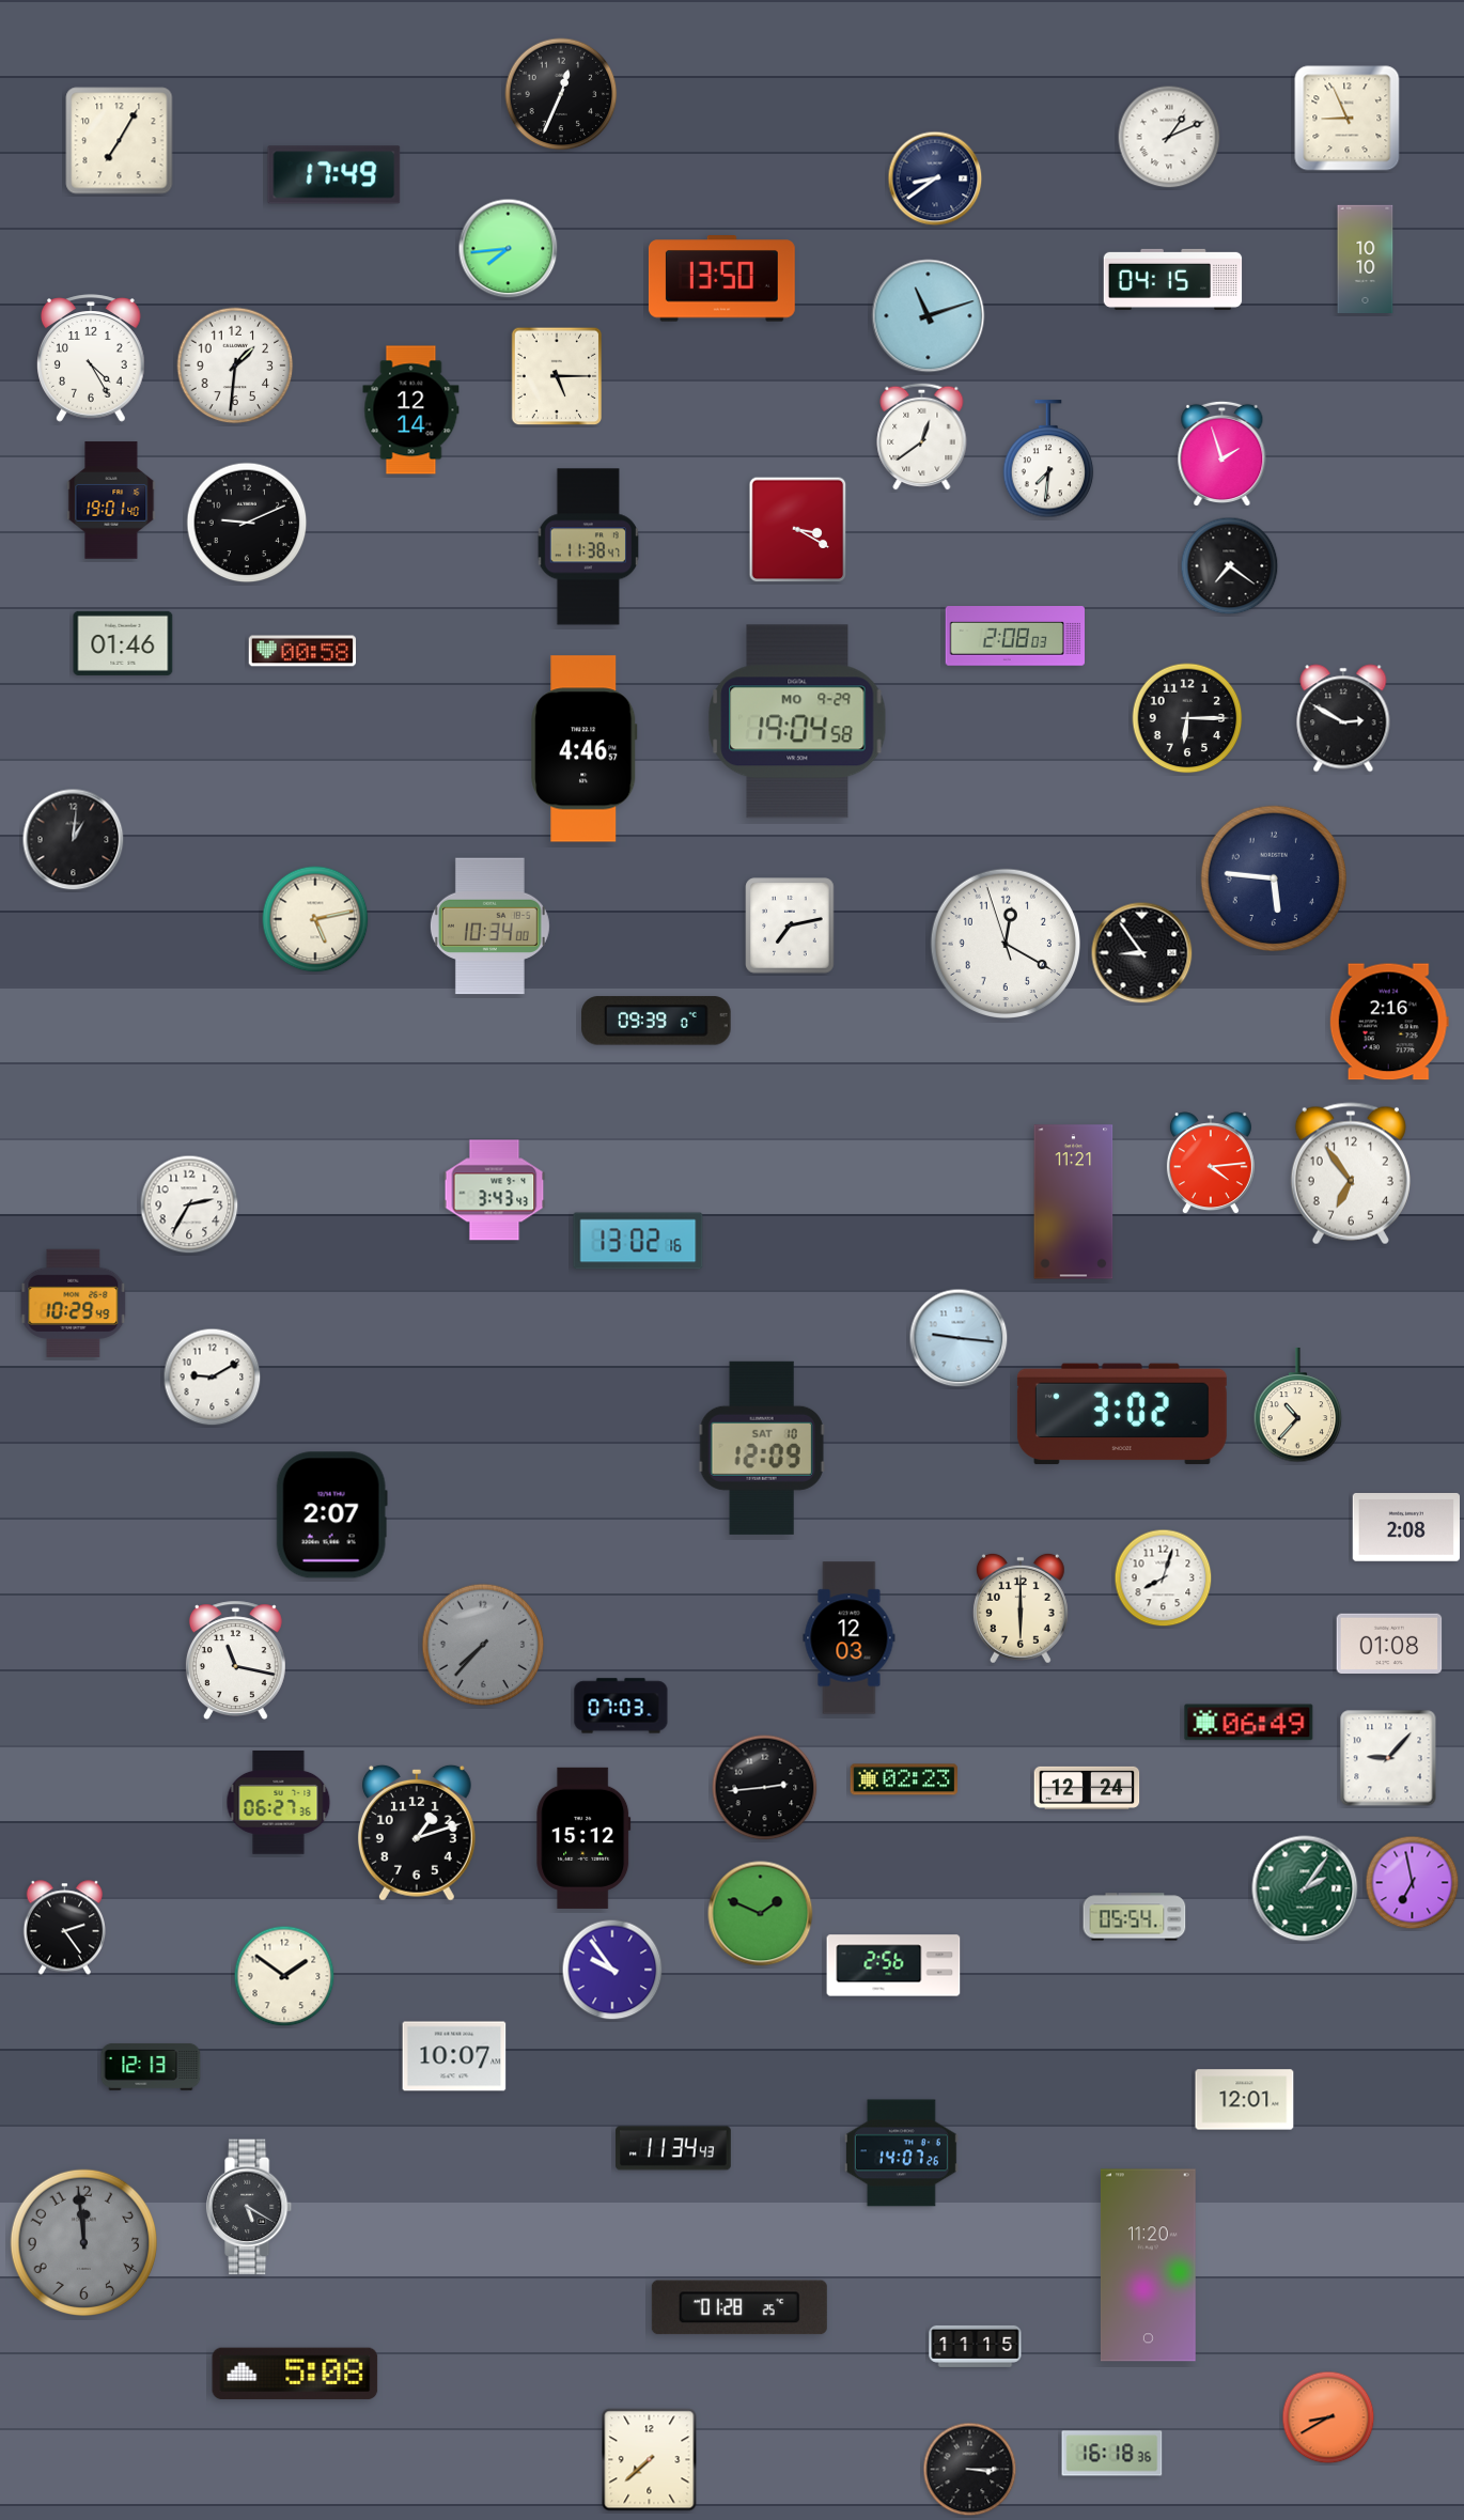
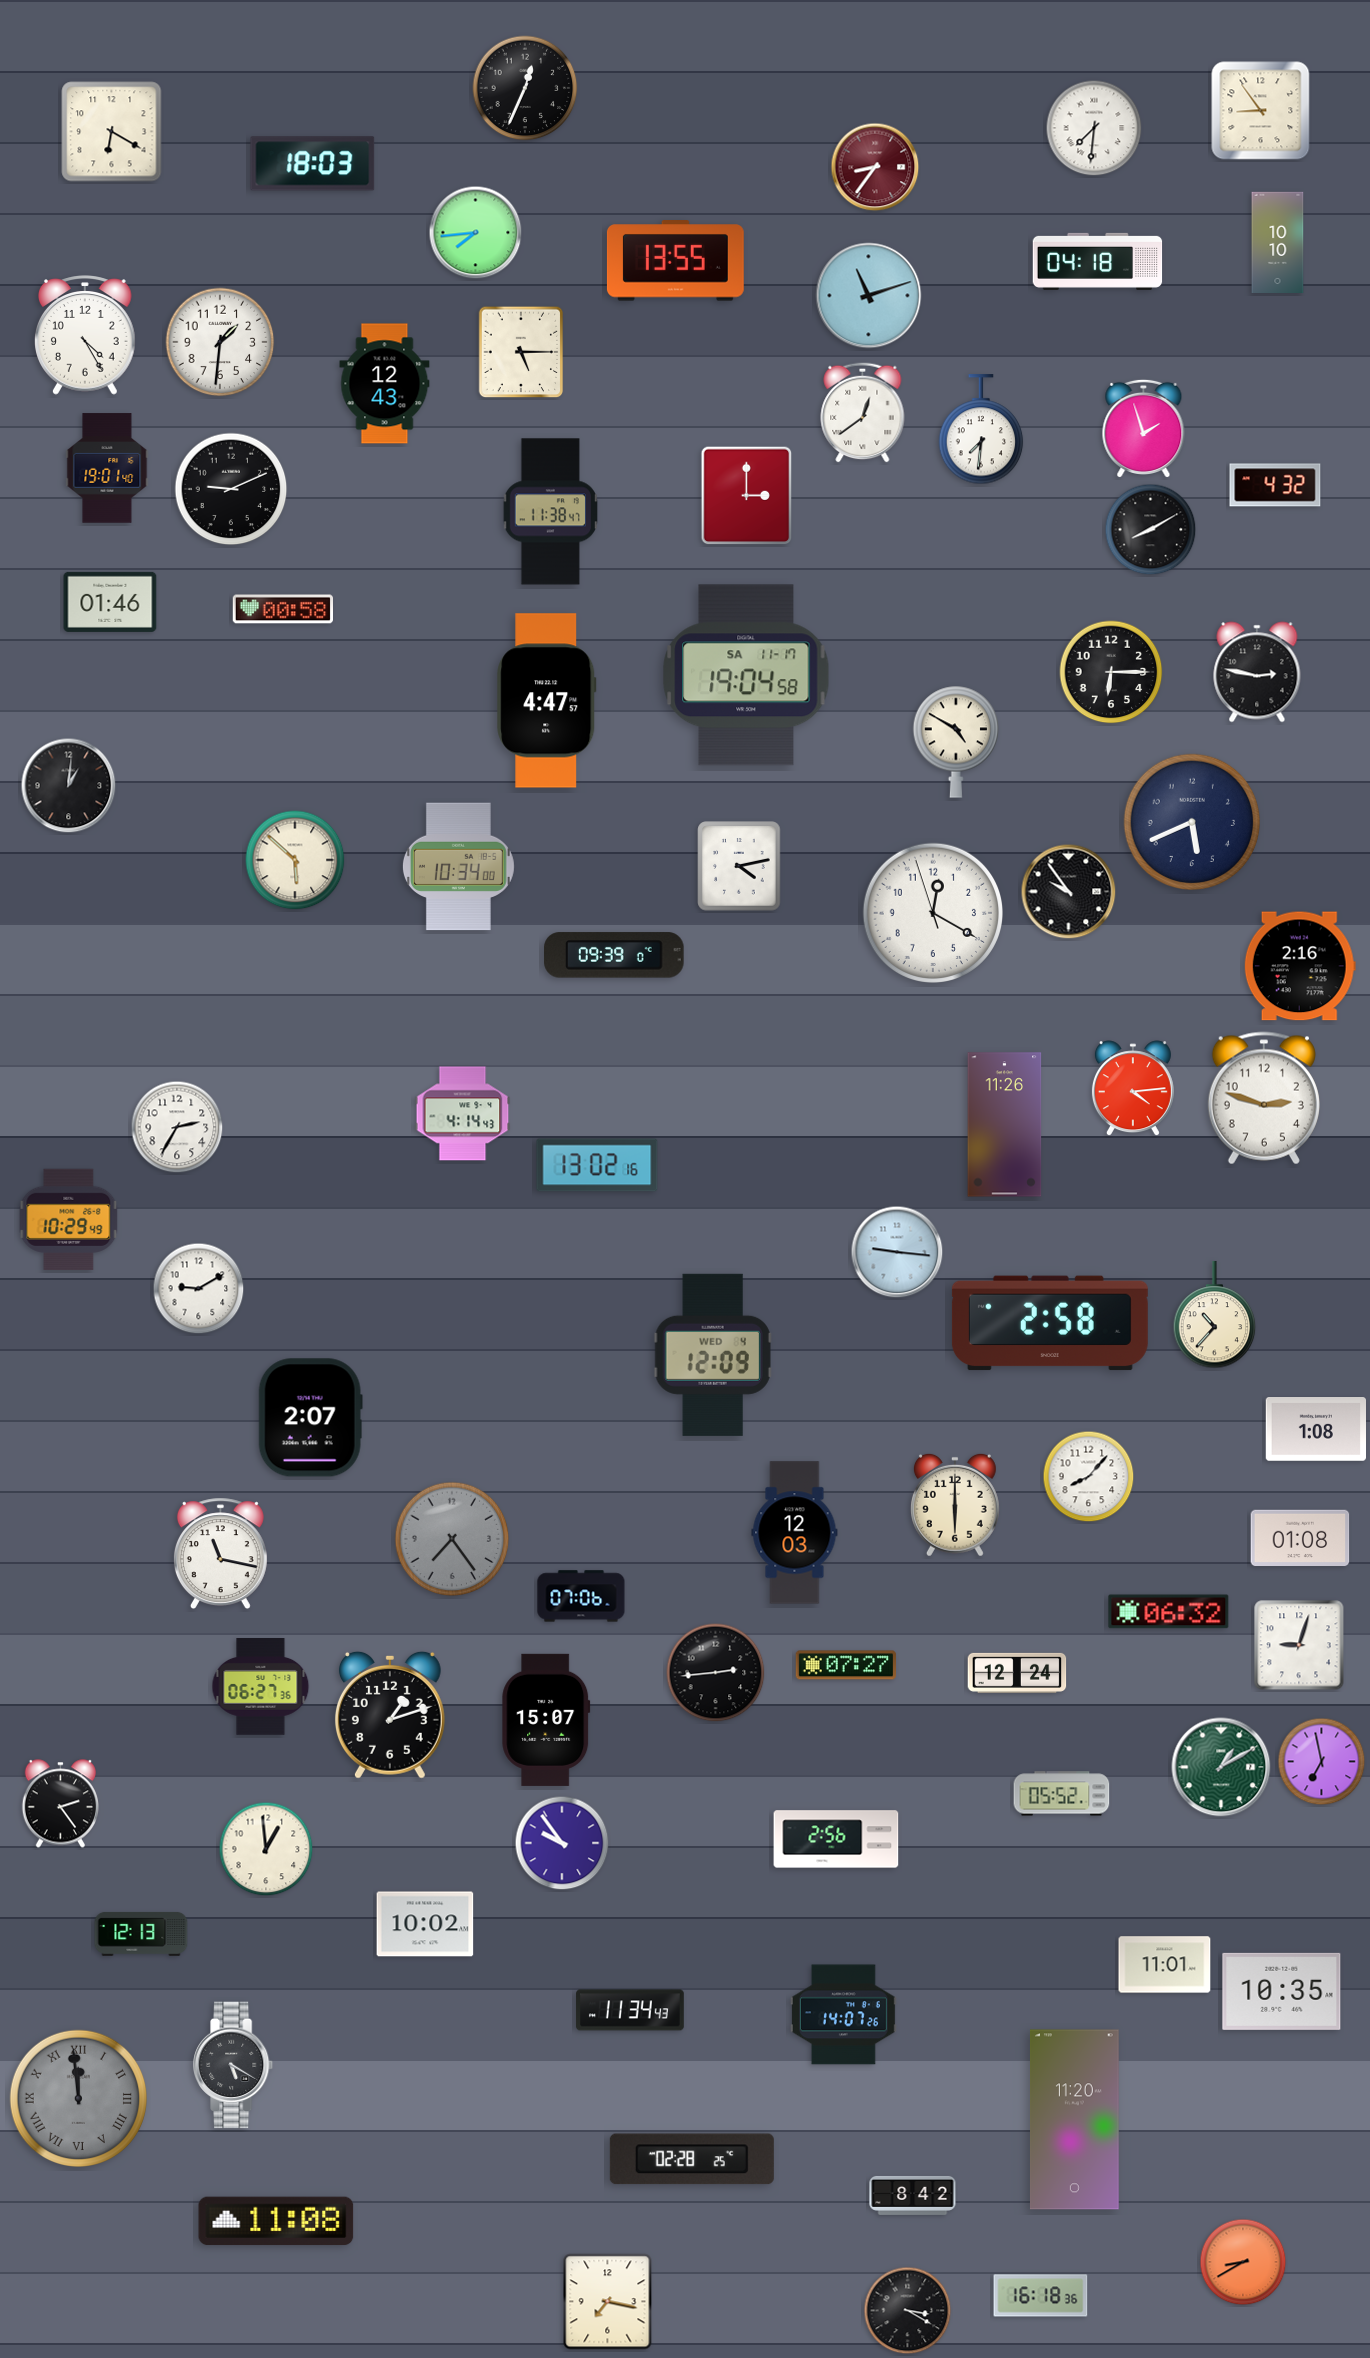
clock at (1348, 119): 8:56 -> 8:54
clock at (1169, 137): 1:11 -> 7:31
clock at (120, 141): 7:05 -> 6:20
clock at (334, 175): 17:49 -> 18:03
clock at (935, 178): 8:39 -> 8:36
clock at (935, 178) dial: navy -> burgundy
clock at (721, 279): 13:50 -> 13:55
clock at (1173, 279): 04:15 -> 04:18
clock at (411, 410): 12:14 -> 12:43
clock at (922, 436) position: (922, 436) -> (863, 412)
clock at (1222, 453) position: (1222, 453) -> (1144, 428)
clock at (111, 500) position: (111, 500) -> (107, 468)
clock at (1275, 485): none -> 4:32
clock at (798, 530): 3:20 -> 3:00
clock at (1230, 566): 7:21 -> 8:10
clock at (1014, 637): 2:08 -> none
clock at (123, 643) position: (123, 643) -> (110, 602)
clock at (1343, 718): 2:50 -> 2:47
clock at (797, 721) date: MO 9-29 -> SA 11-17
clock at (585, 749): 4:46 -> 4:47
clock at (956, 742): none -> 4:50
clock at (1273, 877): 5:46 -> 5:41
clock at (315, 919): 5:13 -> 5:52
clock at (790, 925): 7:13 -> 4:13
clock at (1004, 943) position: (1004, 943) -> (932, 912)
clock at (1142, 953): 8:54 -> 9:54
clock at (1389, 1022) position: (1389, 1022) -> (1300, 966)
clock at (1351, 1173): 6:54 -> 2:48
clock at (495, 1191): 3:43 -> 4:14
clock at (1074, 1202): 11:21 -> 11:26
clock at (638, 1241) position: (638, 1241) -> (597, 1165)
clock at (1122, 1414): 3:02 -> 2:58
clock at (762, 1448) date: SAT 10 -> WED 4
clock at (1405, 1528): 2:08 -> 1:08
clock at (1164, 1578): 8:03 -> 8:07
clock at (483, 1645): 7:37 -> 7:24
clock at (621, 1706): 07:03 -> 07:06
clock at (1249, 1723): 06:49 -> 06:32
clock at (1388, 1758): 9:07 -> 9:03
clock at (904, 1779): 02:23 -> 07:27
clock at (583, 1838): 15:12 -> 15:07
clock at (1305, 1888): 2:06 -> 1:10
clock at (761, 1914): 1:49 -> none
clock at (1135, 1917): 05:54 -> 05:52
clock at (612, 1970) position: (612, 1970) -> (562, 1843)
clock at (284, 1976): 1:51 -> 12:59
clock at (454, 2056): 10:07 -> 10:02
clock at (1245, 2100): 12:01 -> 11:01
clock at (1282, 1991): none -> 10:35
clock at (83, 2242) numerals: Arabic -> Roman
clock at (739, 2307): 01:28 -> 02:28
clock at (976, 2346): 11:15 -> 8:42
clock at (295, 2374): 5:08 -> 11:08
clock at (650, 2460): 7:38 -> 7:17
clock at (970, 2470): 3:15 -> 3:20
